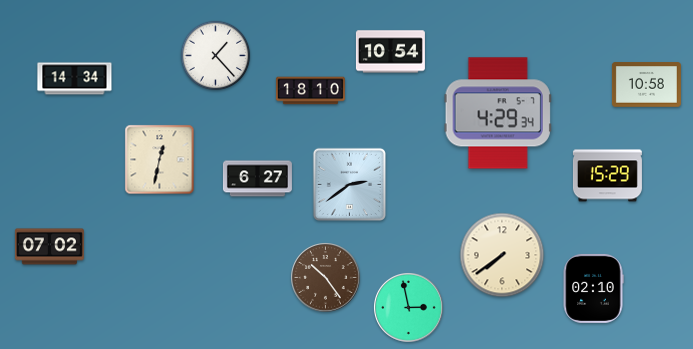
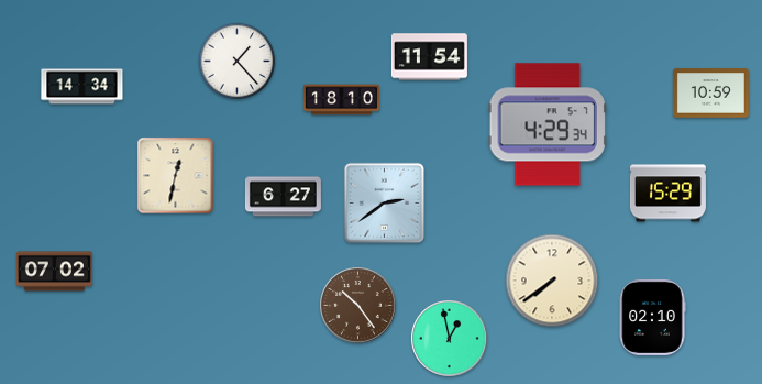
clock at (390, 52): 10:54 -> 11:54
clock at (646, 85): 10:58 -> 10:59
clock at (409, 308): 2:58 -> 12:58
